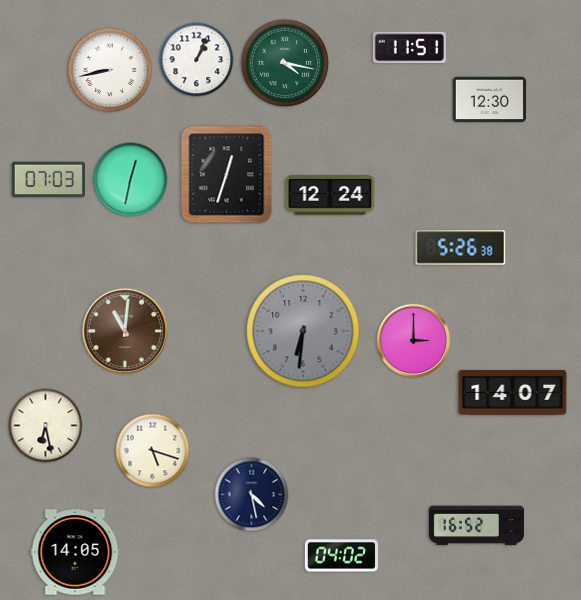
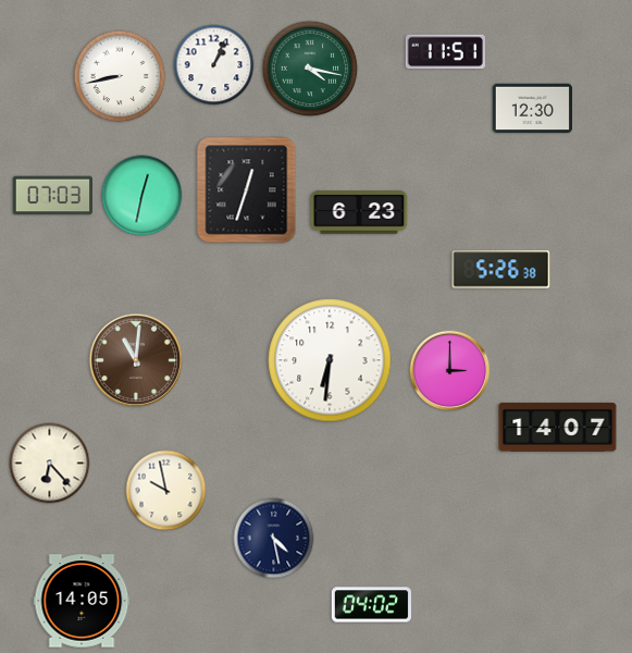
clock at (330, 195): 12:24 -> 6:23
clock at (303, 331) dial: grey -> white
clock at (46, 426): 6:28 -> 6:23
clock at (153, 451): 5:18 -> 9:58
clock at (476, 526): 16:52 -> none
